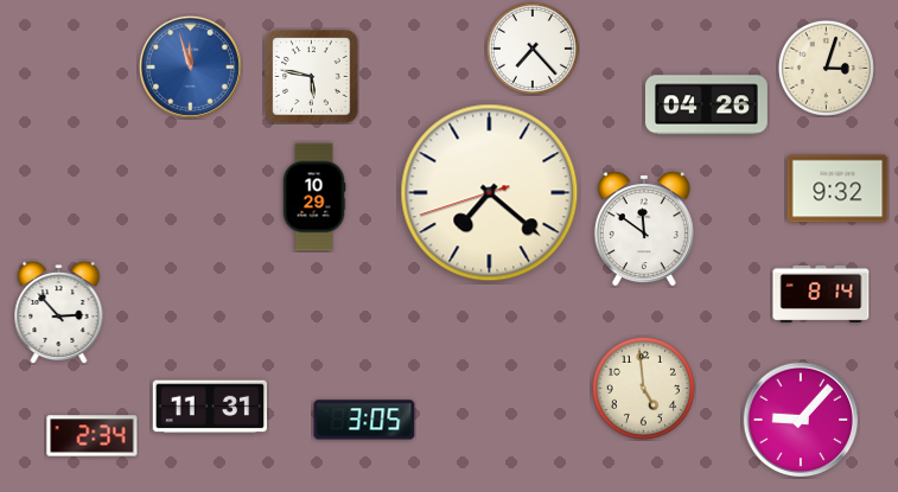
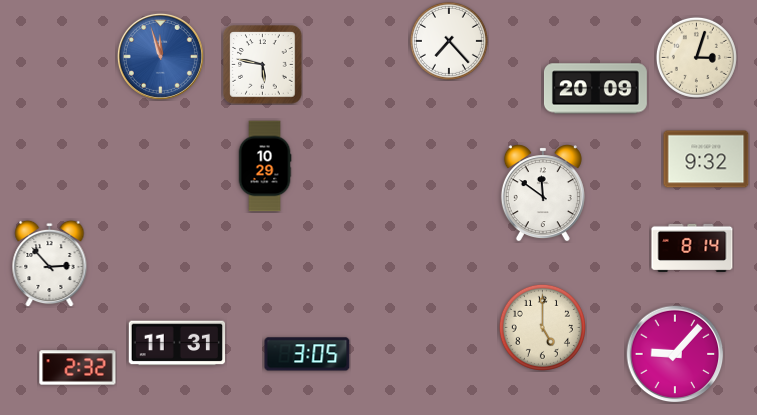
clock at (706, 106): 04:26 -> 20:09
clock at (490, 193): 7:21 -> none
clock at (643, 388): 4:59 -> 5:00
clock at (93, 436): 2:34 -> 2:32
